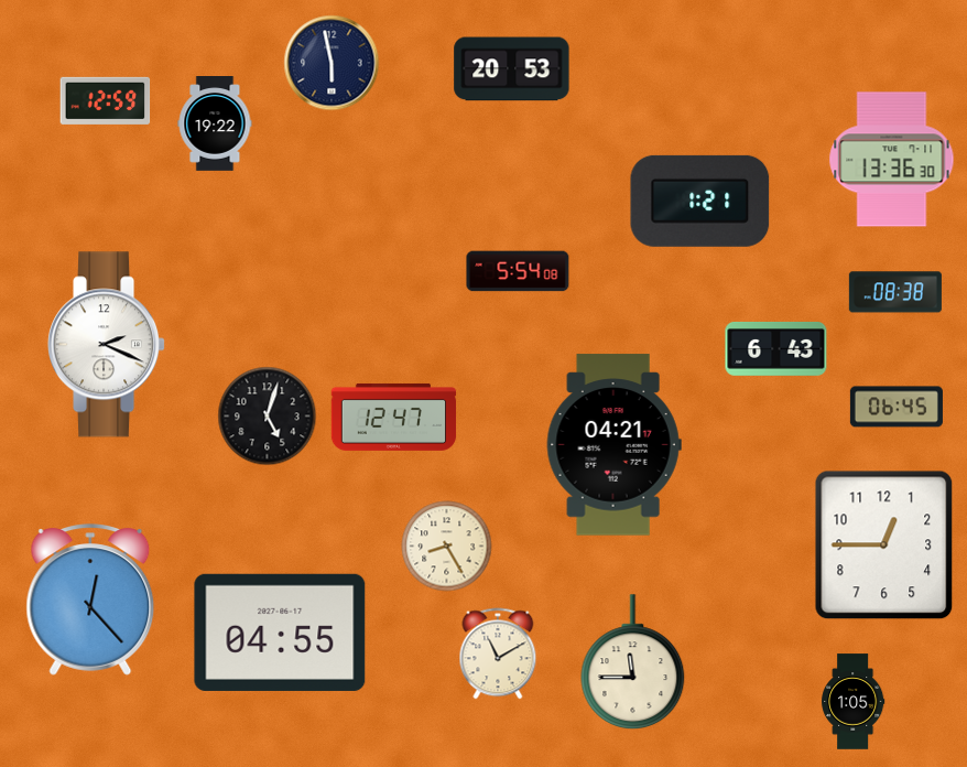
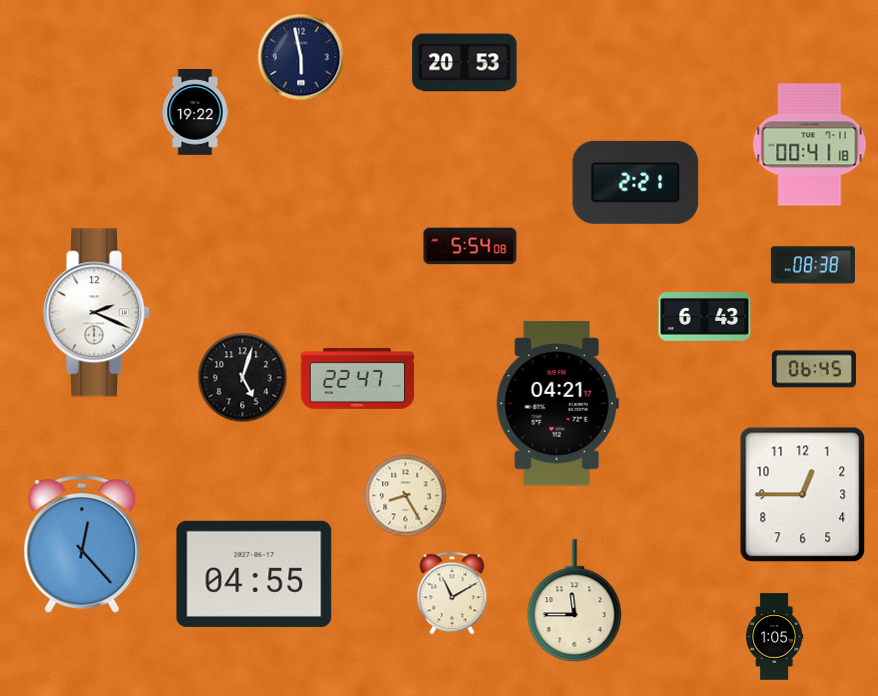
clock at (106, 100): 12:59 -> none
clock at (892, 160): 13:36 -> 00:41
clock at (700, 201): 1:21 -> 2:21
clock at (394, 417): 12:47 -> 22:47
